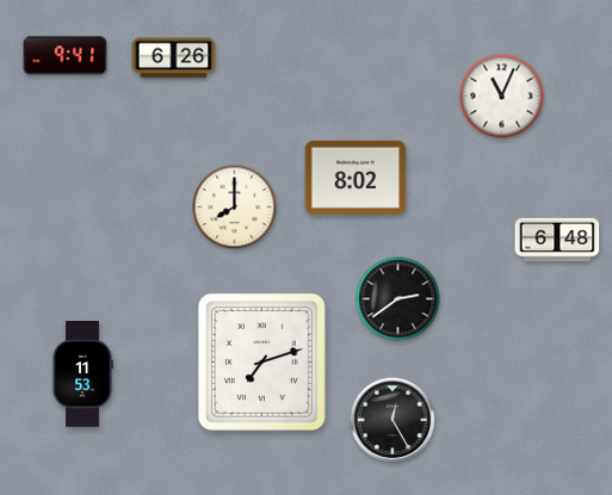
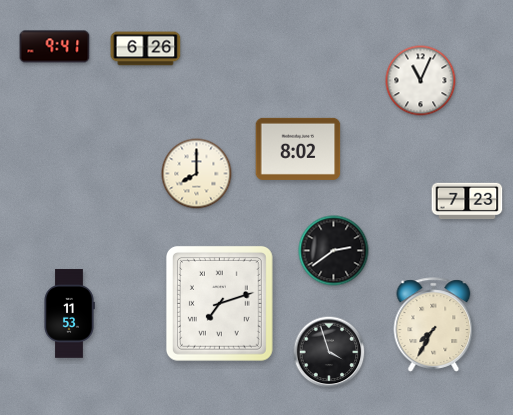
clock at (557, 240): 6:48 -> 7:23
clock at (434, 325): none -> 7:35
clock at (392, 420): 12:25 -> 3:57
